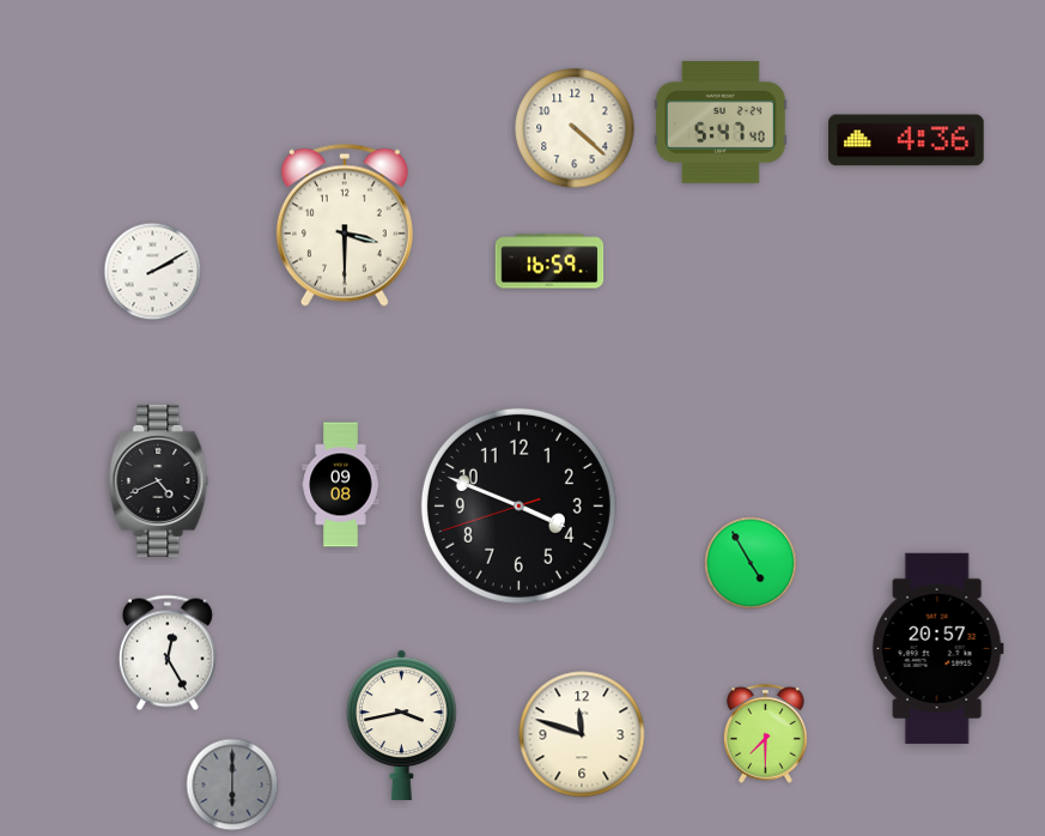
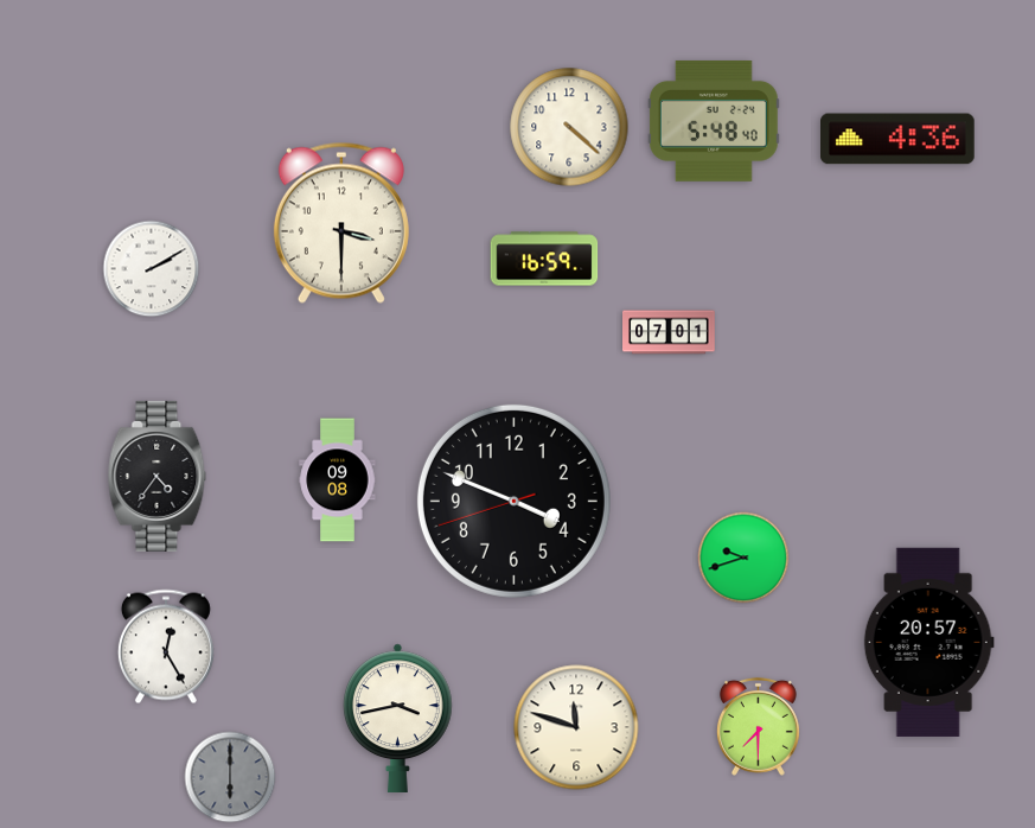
clock at (721, 122): 5:47 -> 5:48
clock at (670, 332): none -> 07:01
clock at (159, 480): 4:41 -> 4:36
clock at (751, 563): 4:55 -> 9:42
